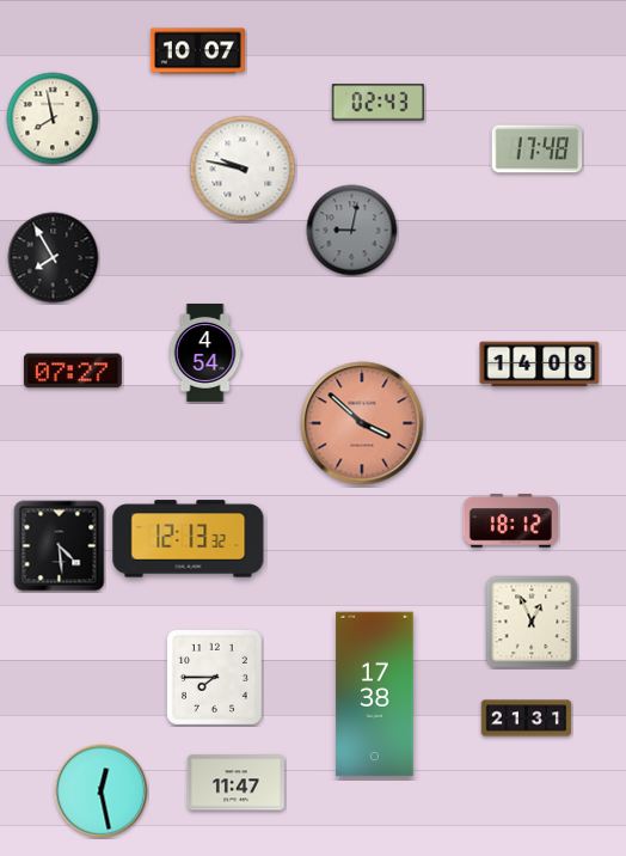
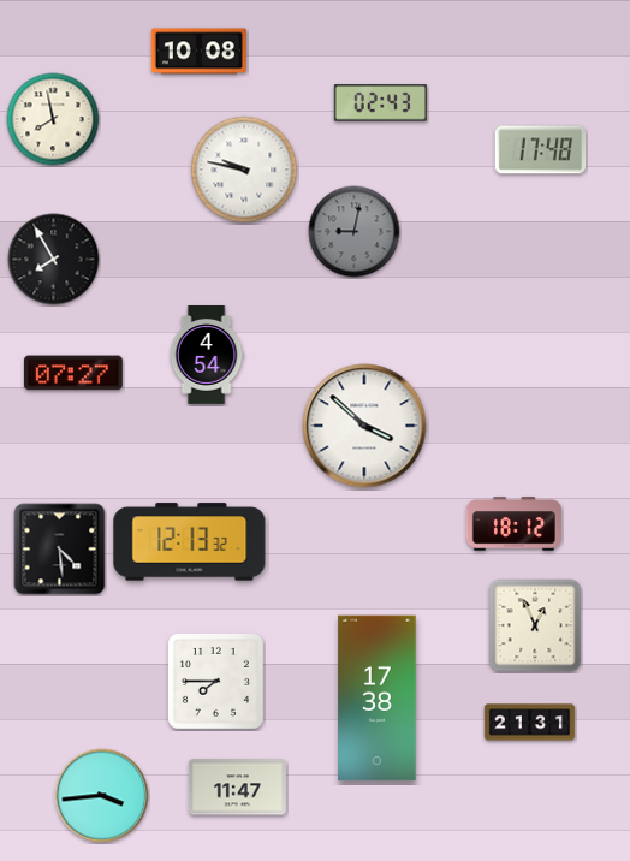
clock at (197, 51): 10:07 -> 10:08
clock at (540, 365): 14:08 -> none
clock at (362, 423) dial: salmon -> white
clock at (102, 791): 12:28 -> 3:44
